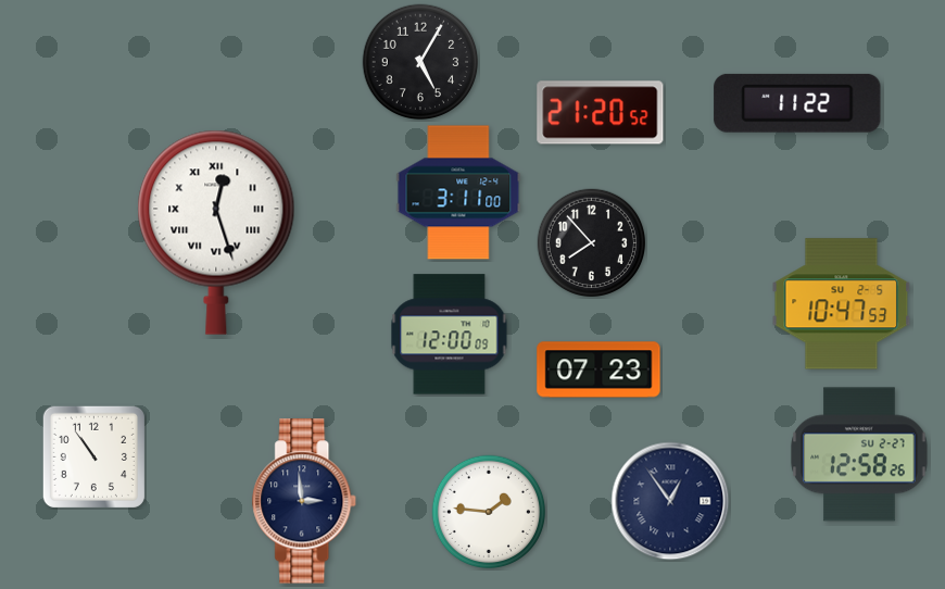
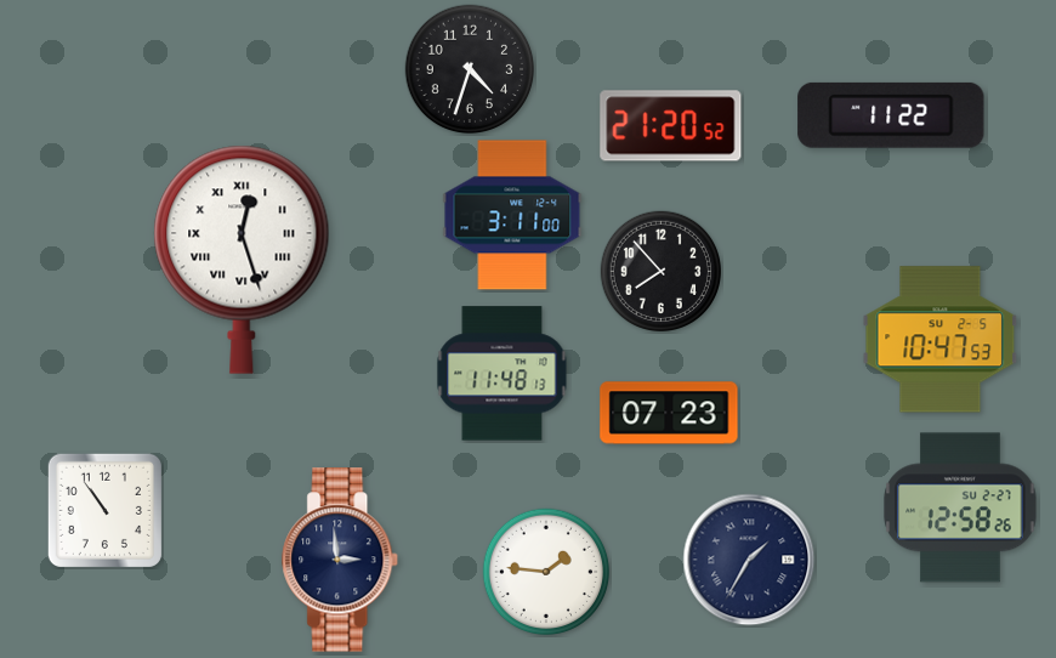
clock at (420, 62): 5:05 -> 4:33
clock at (450, 335): 12:00 -> 11:48
clock at (670, 501): 12:54 -> 1:35
